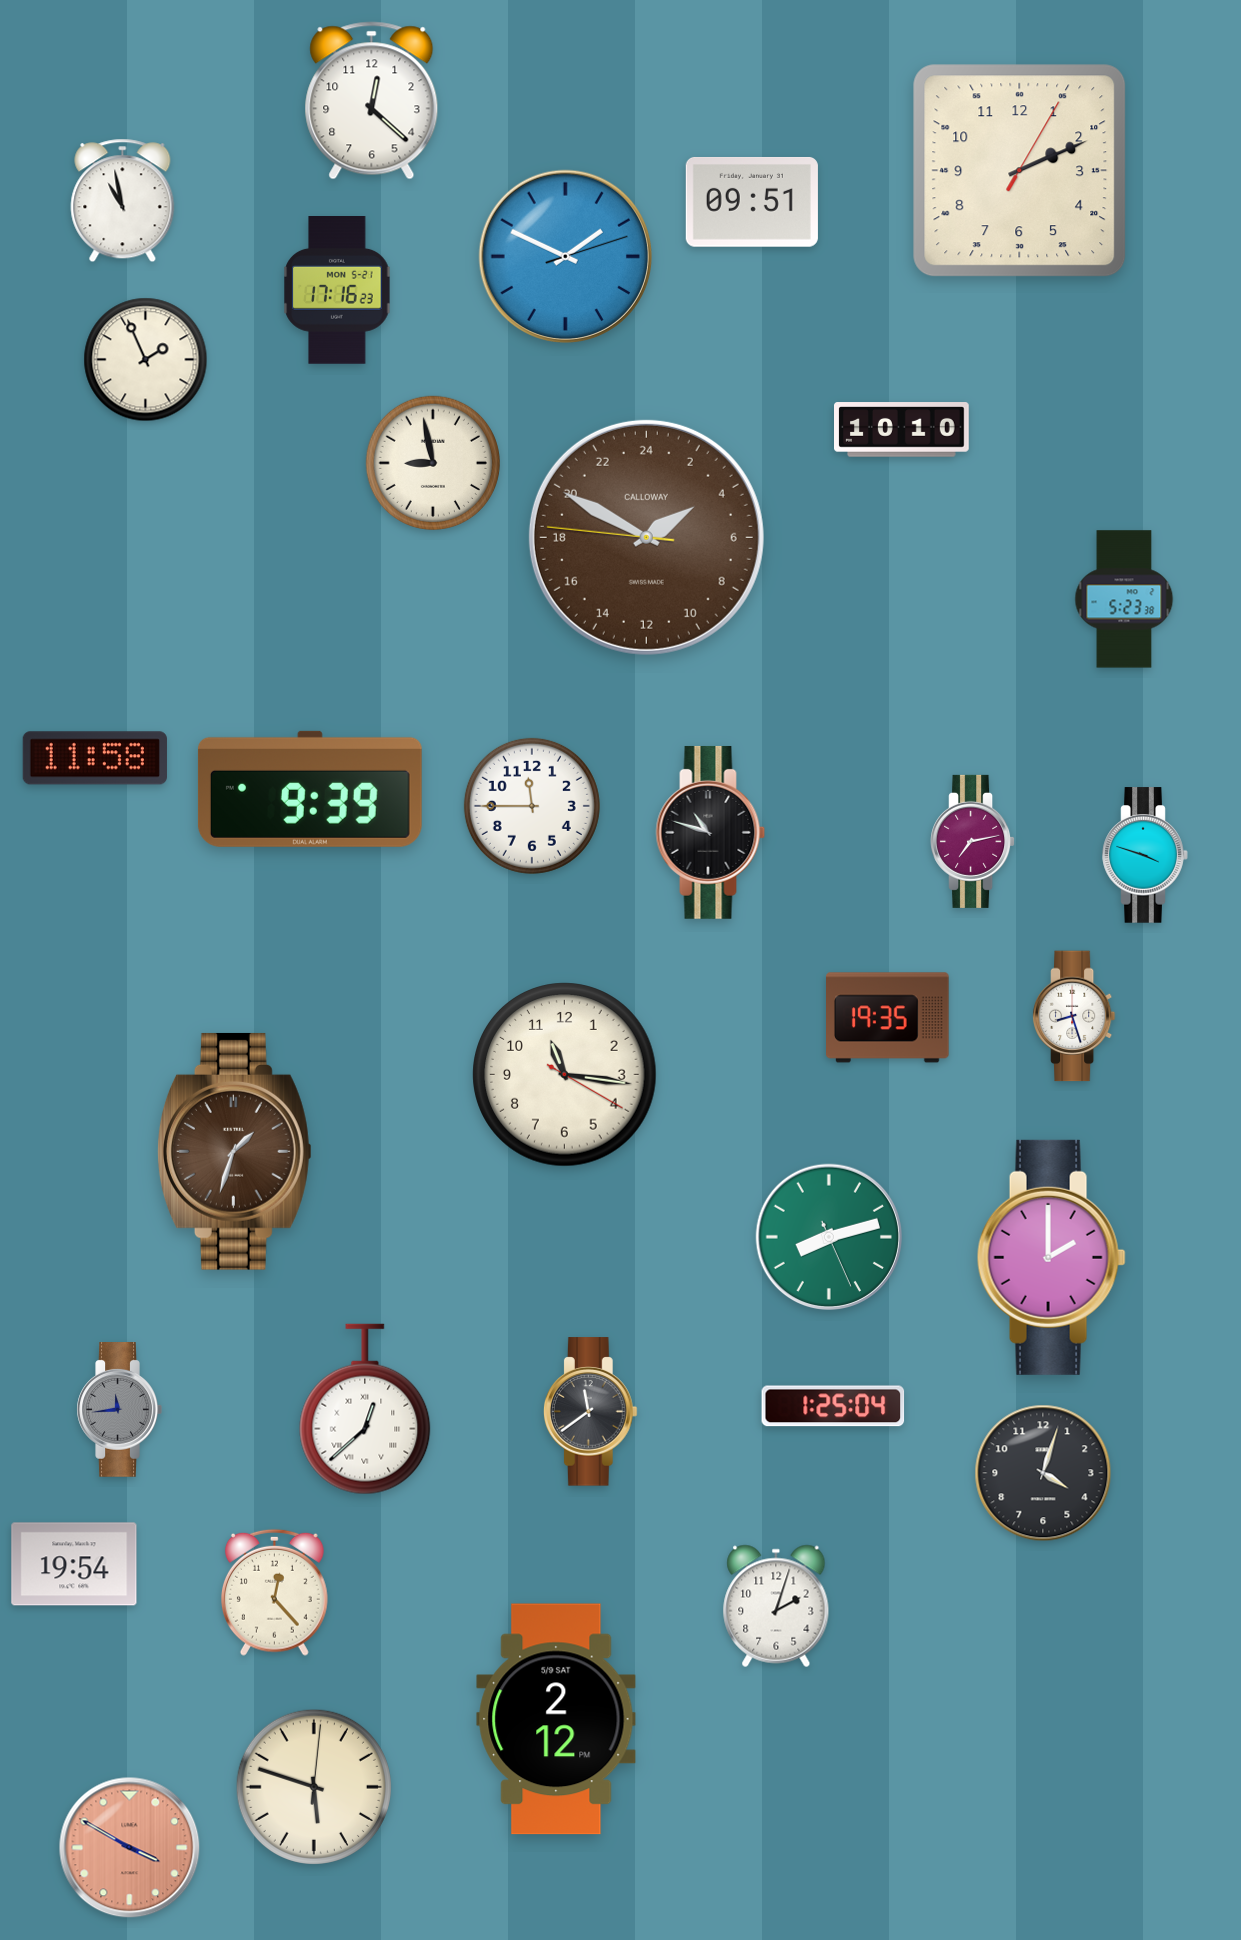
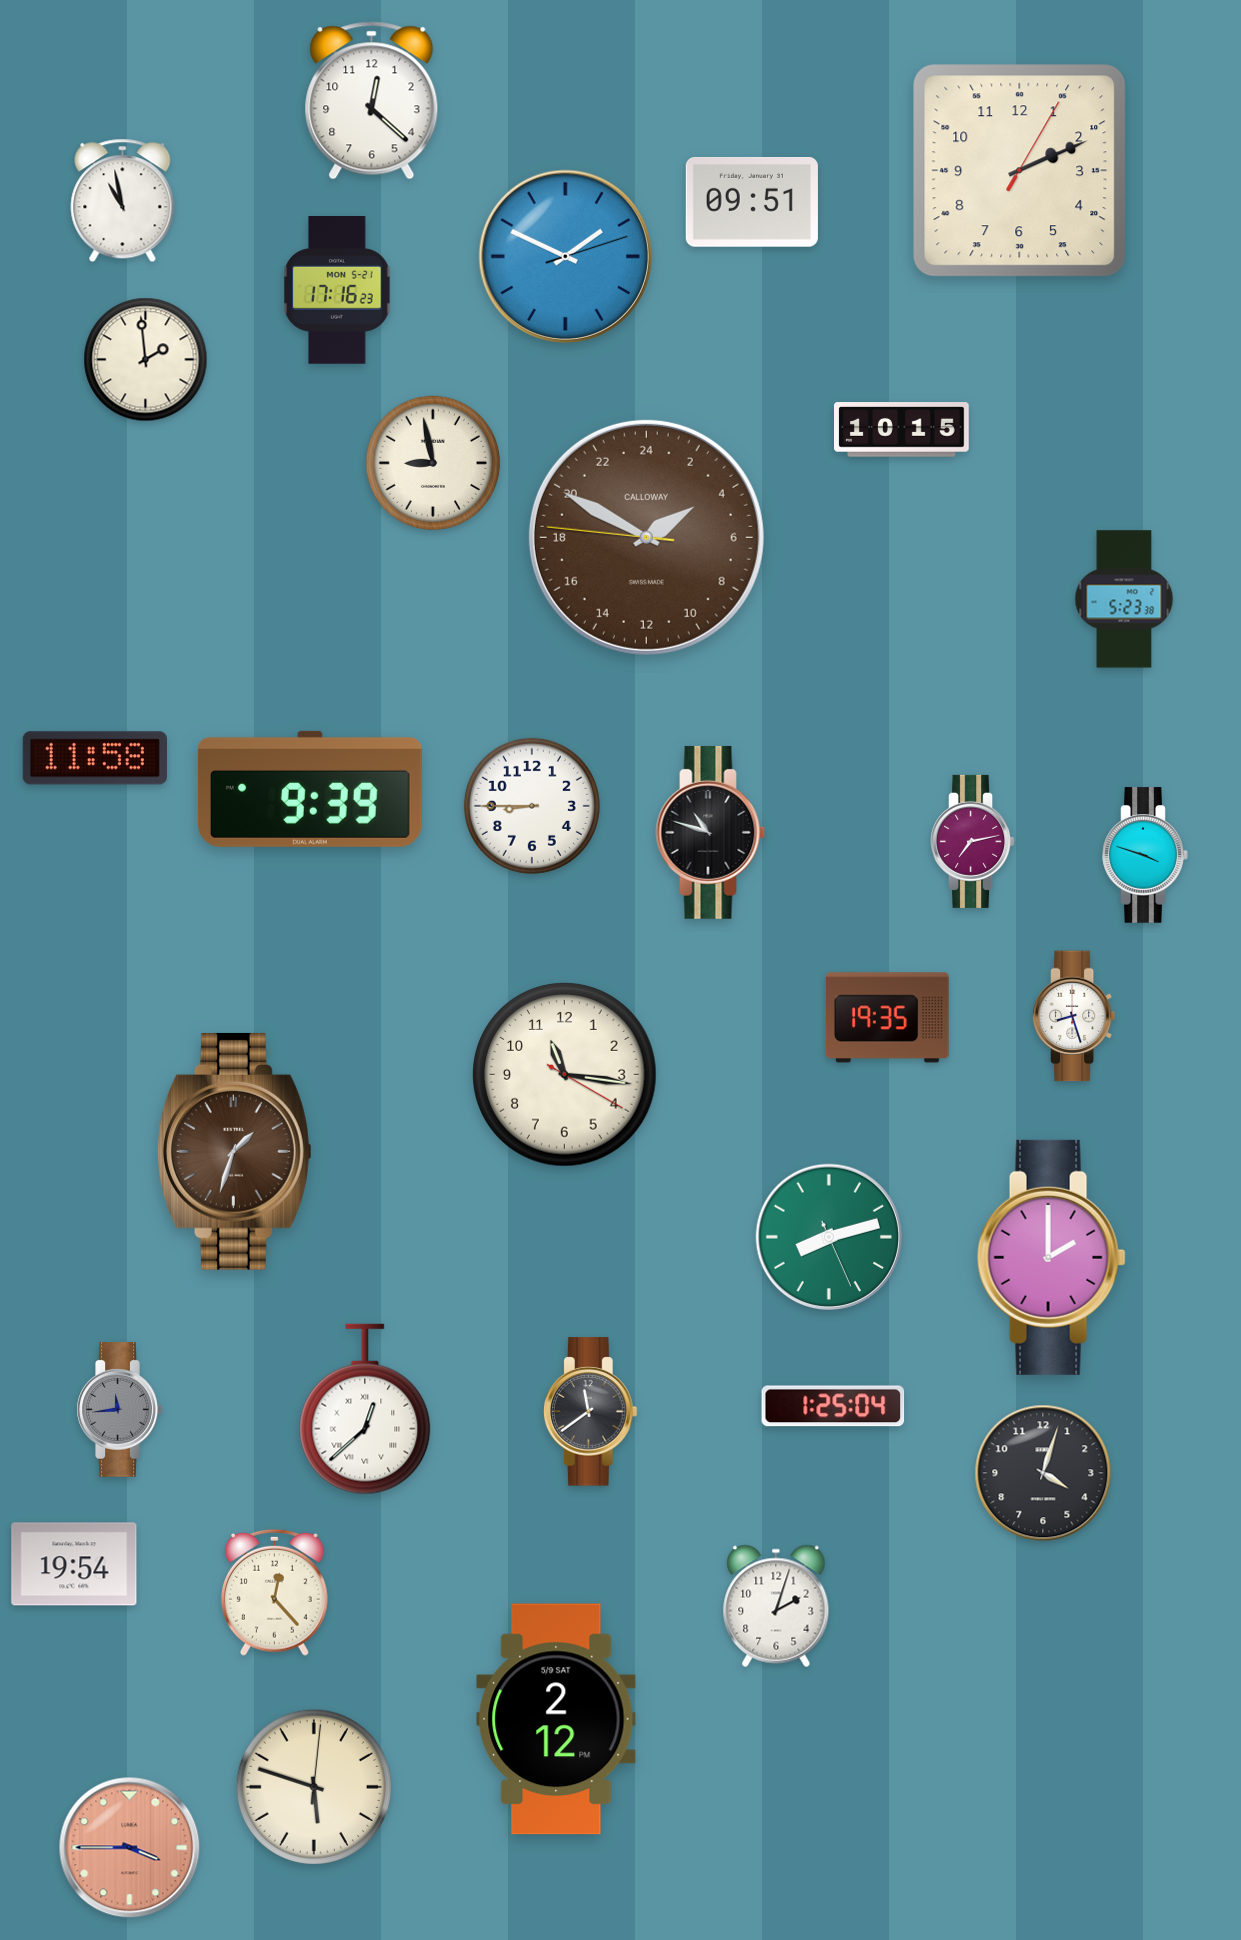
clock at (146, 360): 1:56 -> 1:59
clock at (902, 430): 10:10 -> 10:15
clock at (532, 806): 11:45 -> 8:45
clock at (130, 1848): 3:50 -> 3:45
